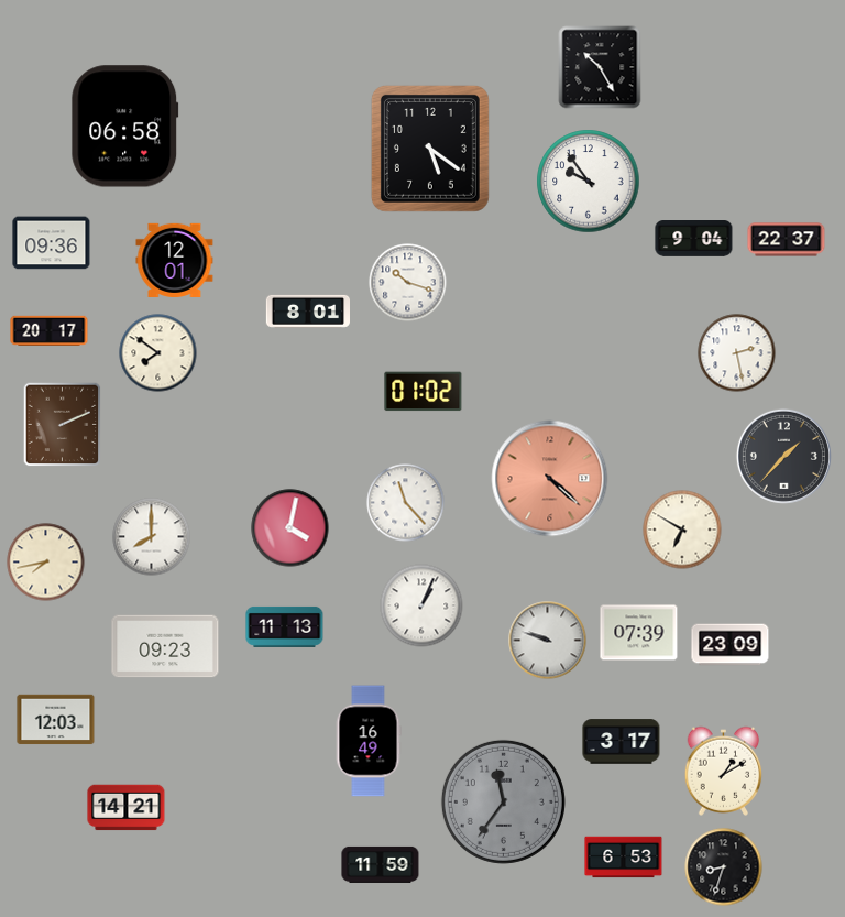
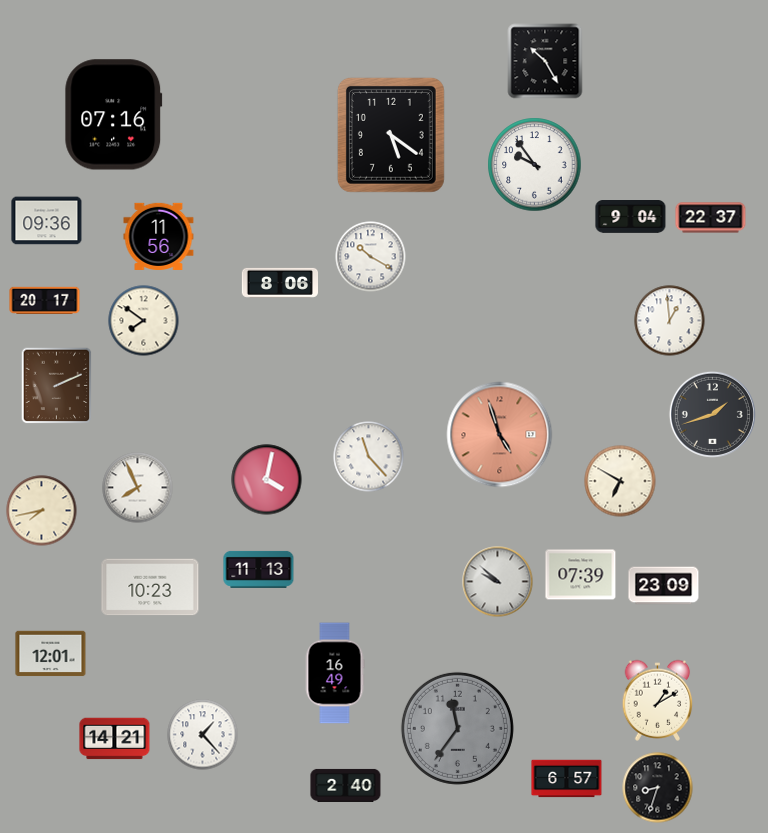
clock at (125, 127): 06:58 -> 07:16
clock at (787, 240) position: (787, 240) -> (711, 218)
clock at (175, 260): 12:01 -> 11:56
clock at (408, 283): 10:18 -> 10:20
clock at (307, 312): 8:01 -> 8:06
clock at (737, 353): 2:28 -> 12:59
clock at (424, 392): 01:02 -> none
clock at (783, 456): 1:37 -> 1:42
clock at (550, 479): 4:22 -> 4:57
clock at (290, 528) position: (290, 528) -> (267, 480)
clock at (152, 537): 8:00 -> 7:56
clock at (421, 605): 1:04 -> none
clock at (548, 641): 9:48 -> 9:52
clock at (165, 646): 09:23 -> 10:23
clock at (56, 720): 12:03 -> 12:01
clock at (622, 742): 3:17 -> none
clock at (127, 808) position: (127, 808) -> (115, 739)
clock at (203, 735): none -> 1:23
clock at (624, 858): 6:53 -> 6:57
clock at (381, 864): 11:59 -> 2:40
